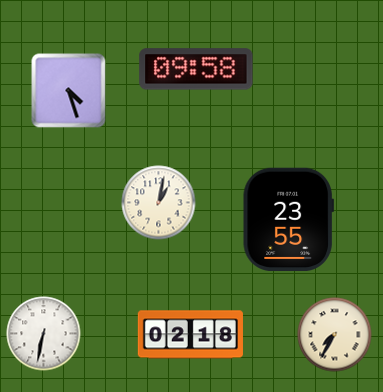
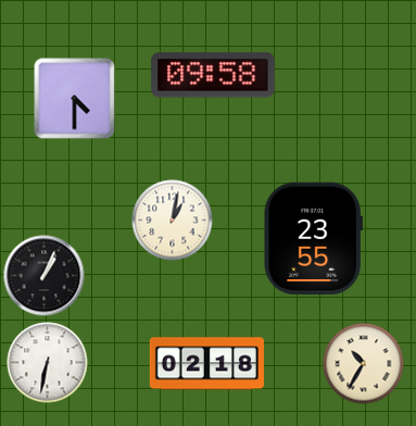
clock at (69, 91): 4:27 -> 4:30
clock at (45, 276): none -> 1:04
clock at (335, 335): 7:35 -> 10:35
